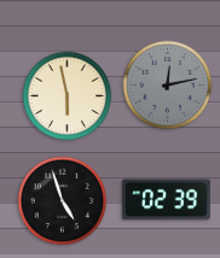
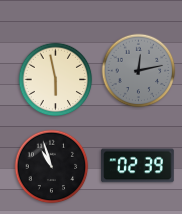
clock at (63, 201): 4:57 -> 10:57
